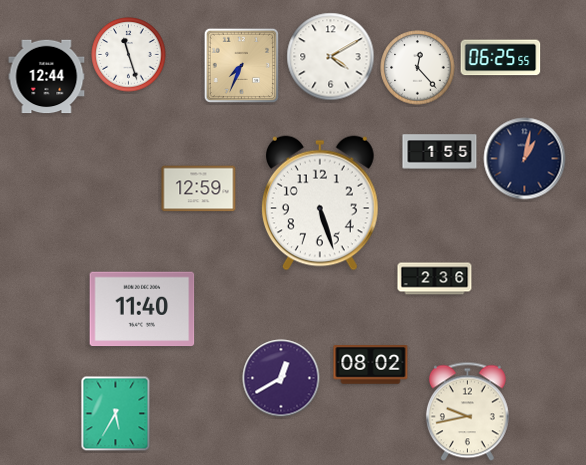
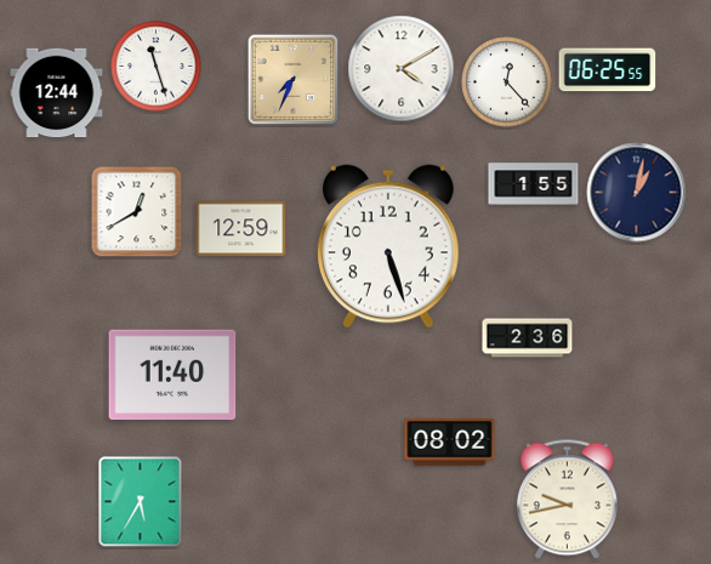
clock at (137, 212): none -> 12:40
clock at (281, 378): 12:40 -> none
